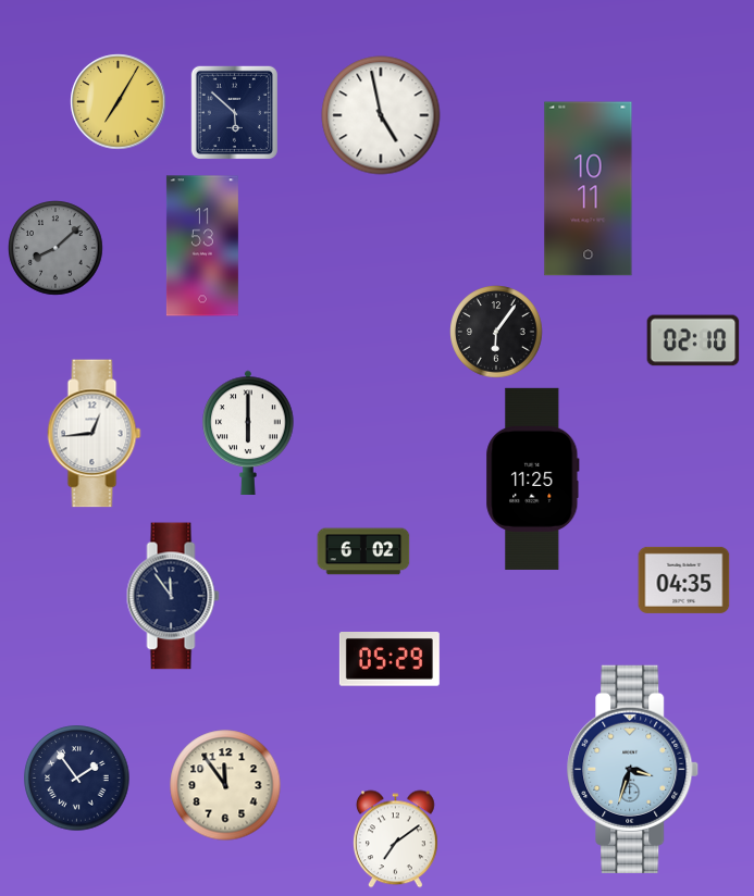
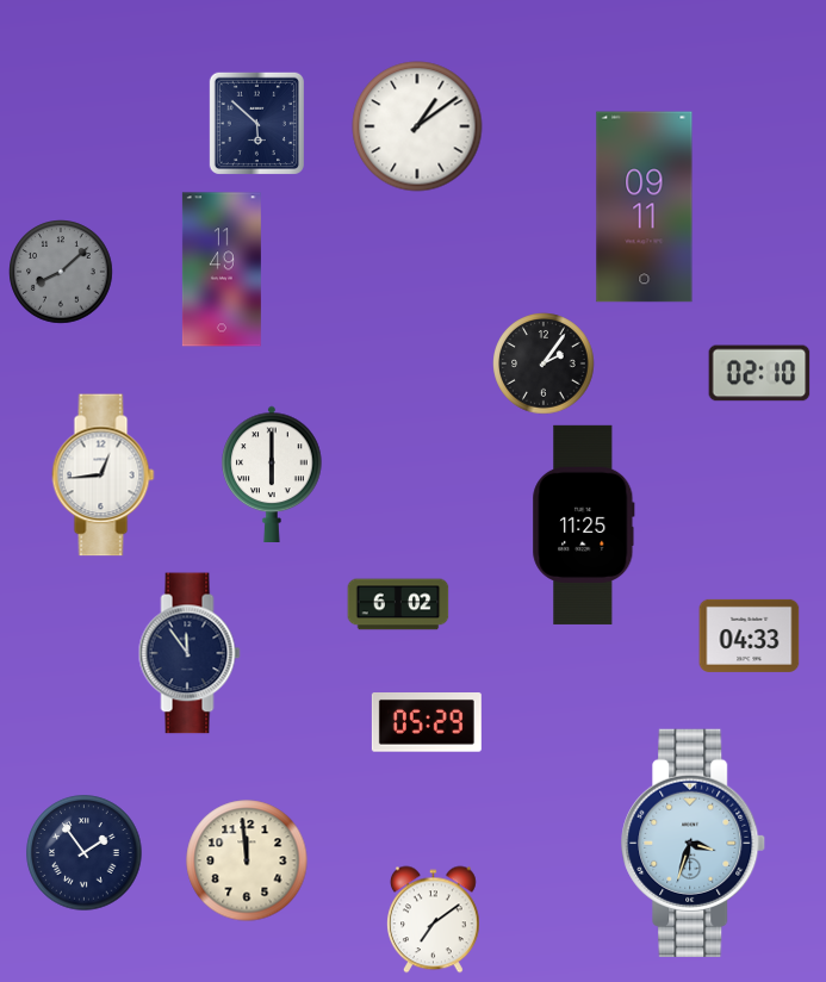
clock at (119, 102): 7:05 -> none
clock at (381, 115): 4:58 -> 1:09
clock at (589, 189): 10:11 -> 09:11
clock at (202, 246): 11:53 -> 11:49
clock at (496, 332): 6:06 -> 2:06
clock at (684, 580): 04:35 -> 04:33
clock at (225, 785): 11:54 -> 11:59
